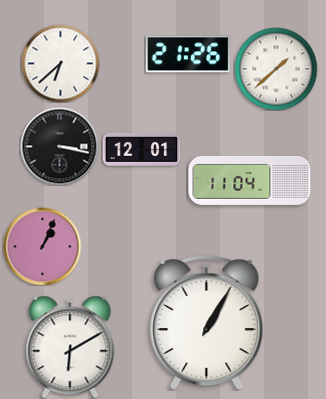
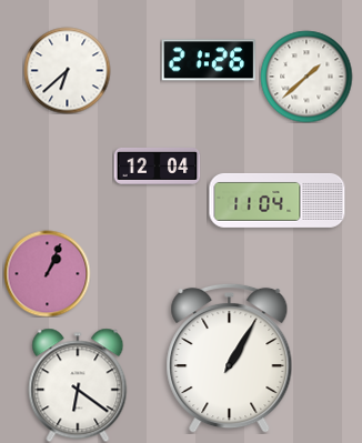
clock at (59, 146): 3:17 -> none
clock at (141, 150): 12:01 -> 12:04
clock at (70, 347): 6:10 -> 6:21
